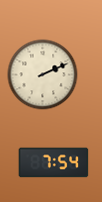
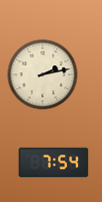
clock at (43, 75): 2:11 -> 2:13
